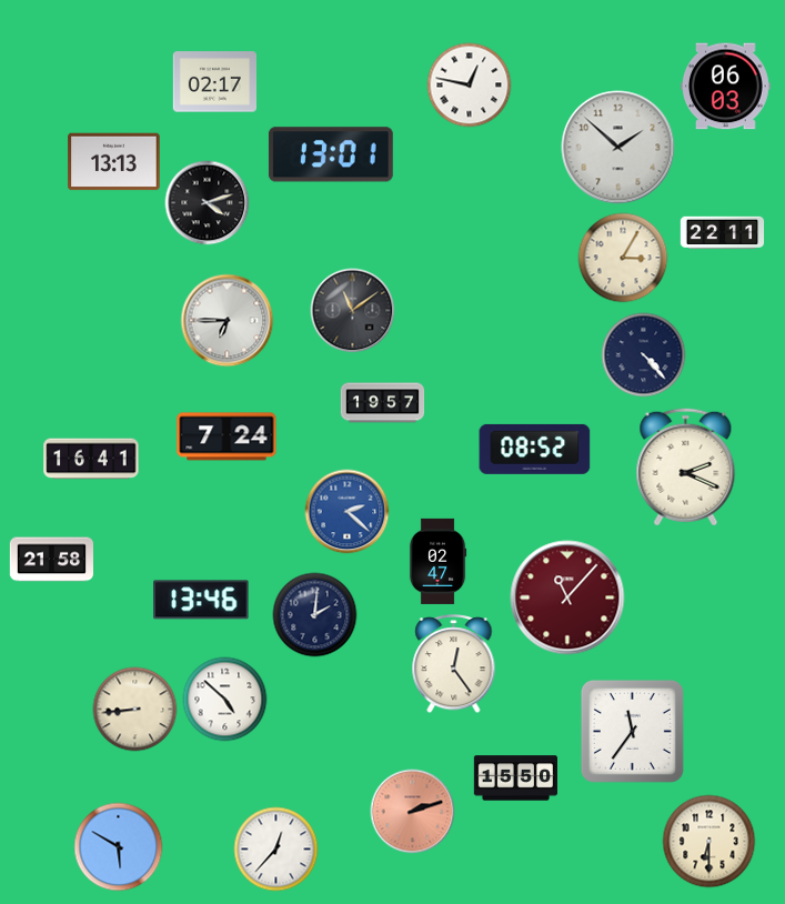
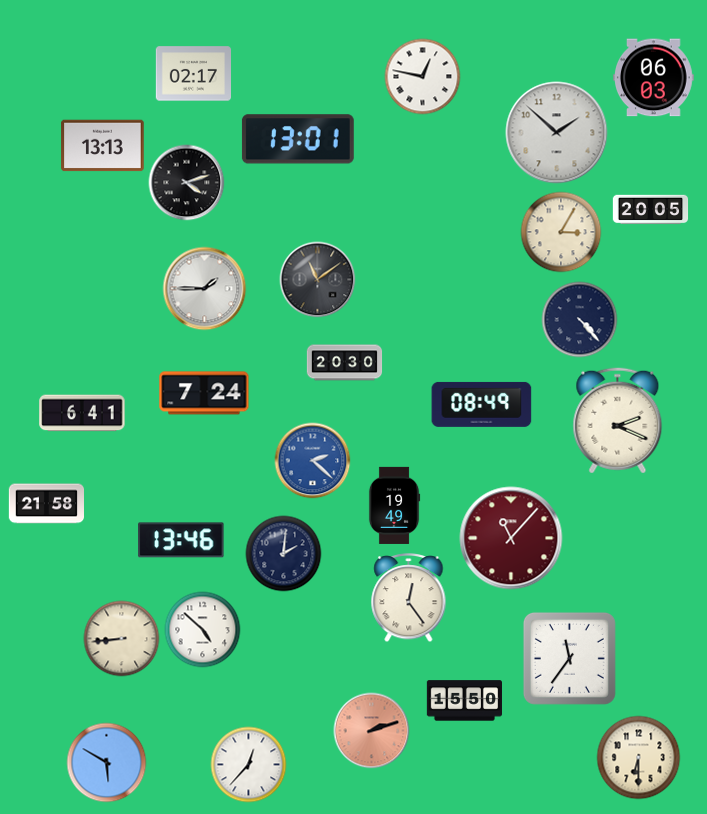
clock at (723, 233): 22:11 -> 20:05
clock at (228, 321): 6:45 -> 1:45
clock at (383, 403): 19:57 -> 20:30
clock at (535, 449): 08:52 -> 08:49
clock at (91, 459): 16:41 -> 6:41
clock at (437, 561): 02:47 -> 19:49
